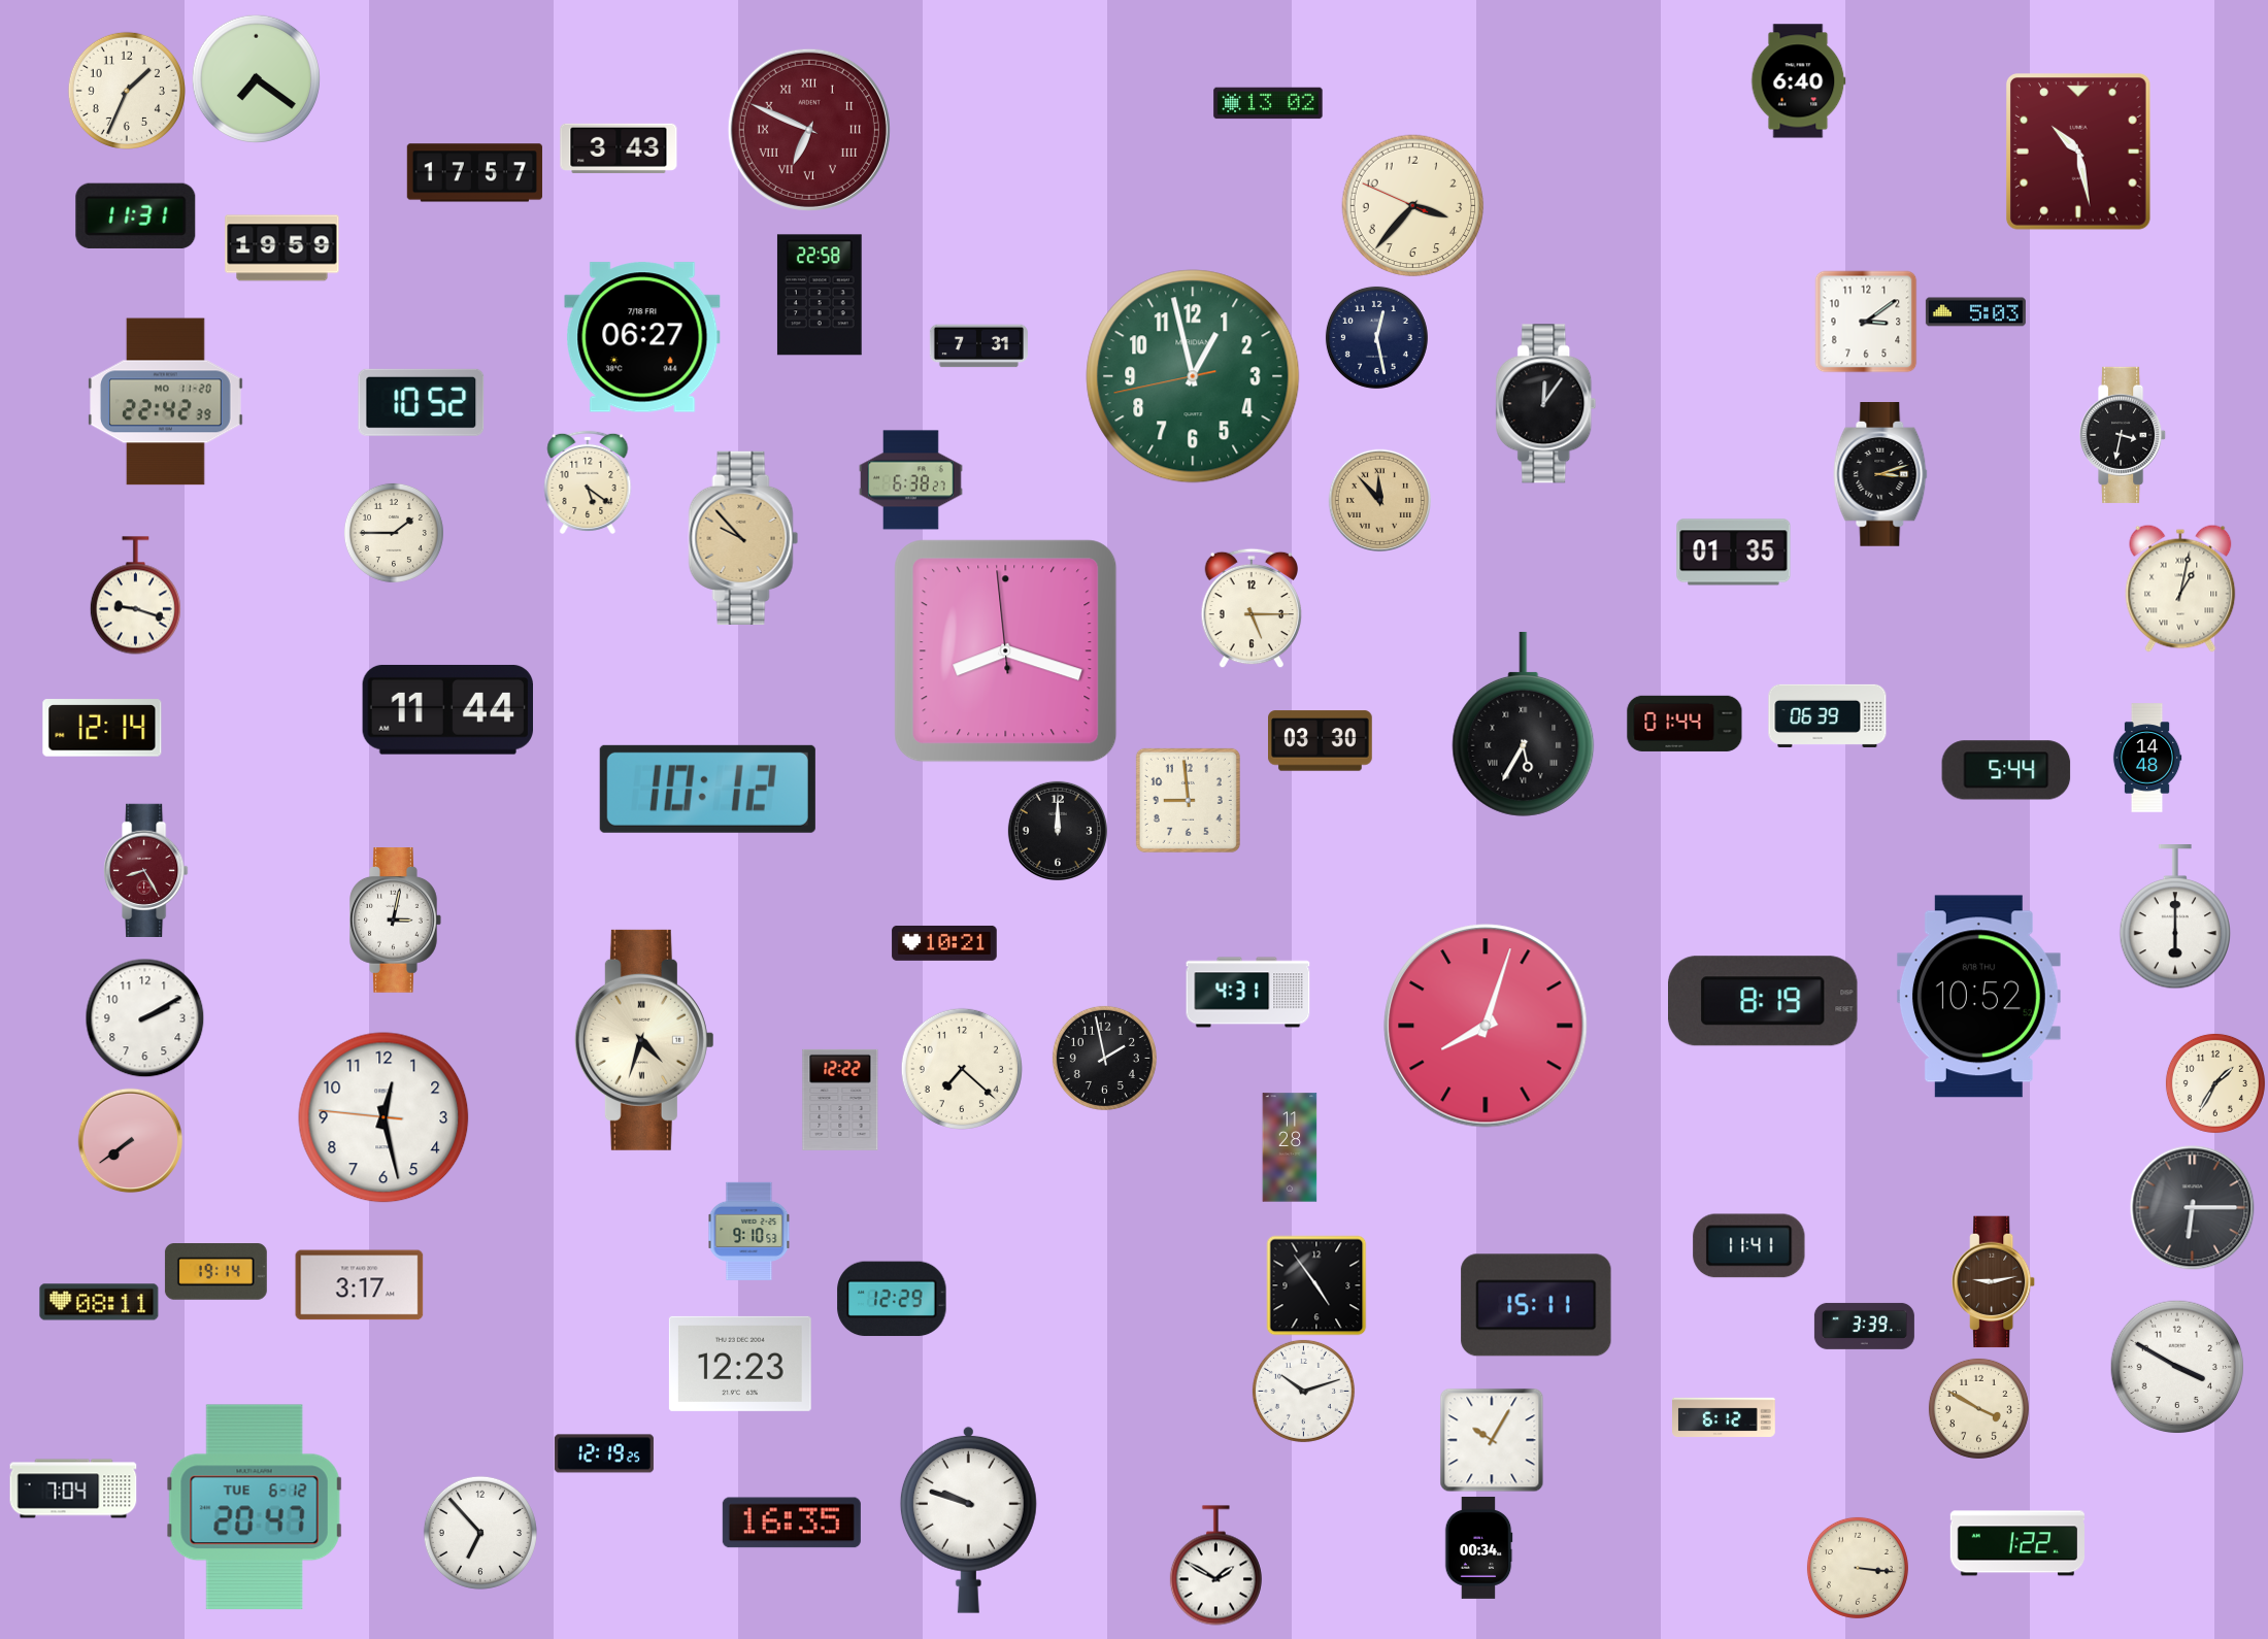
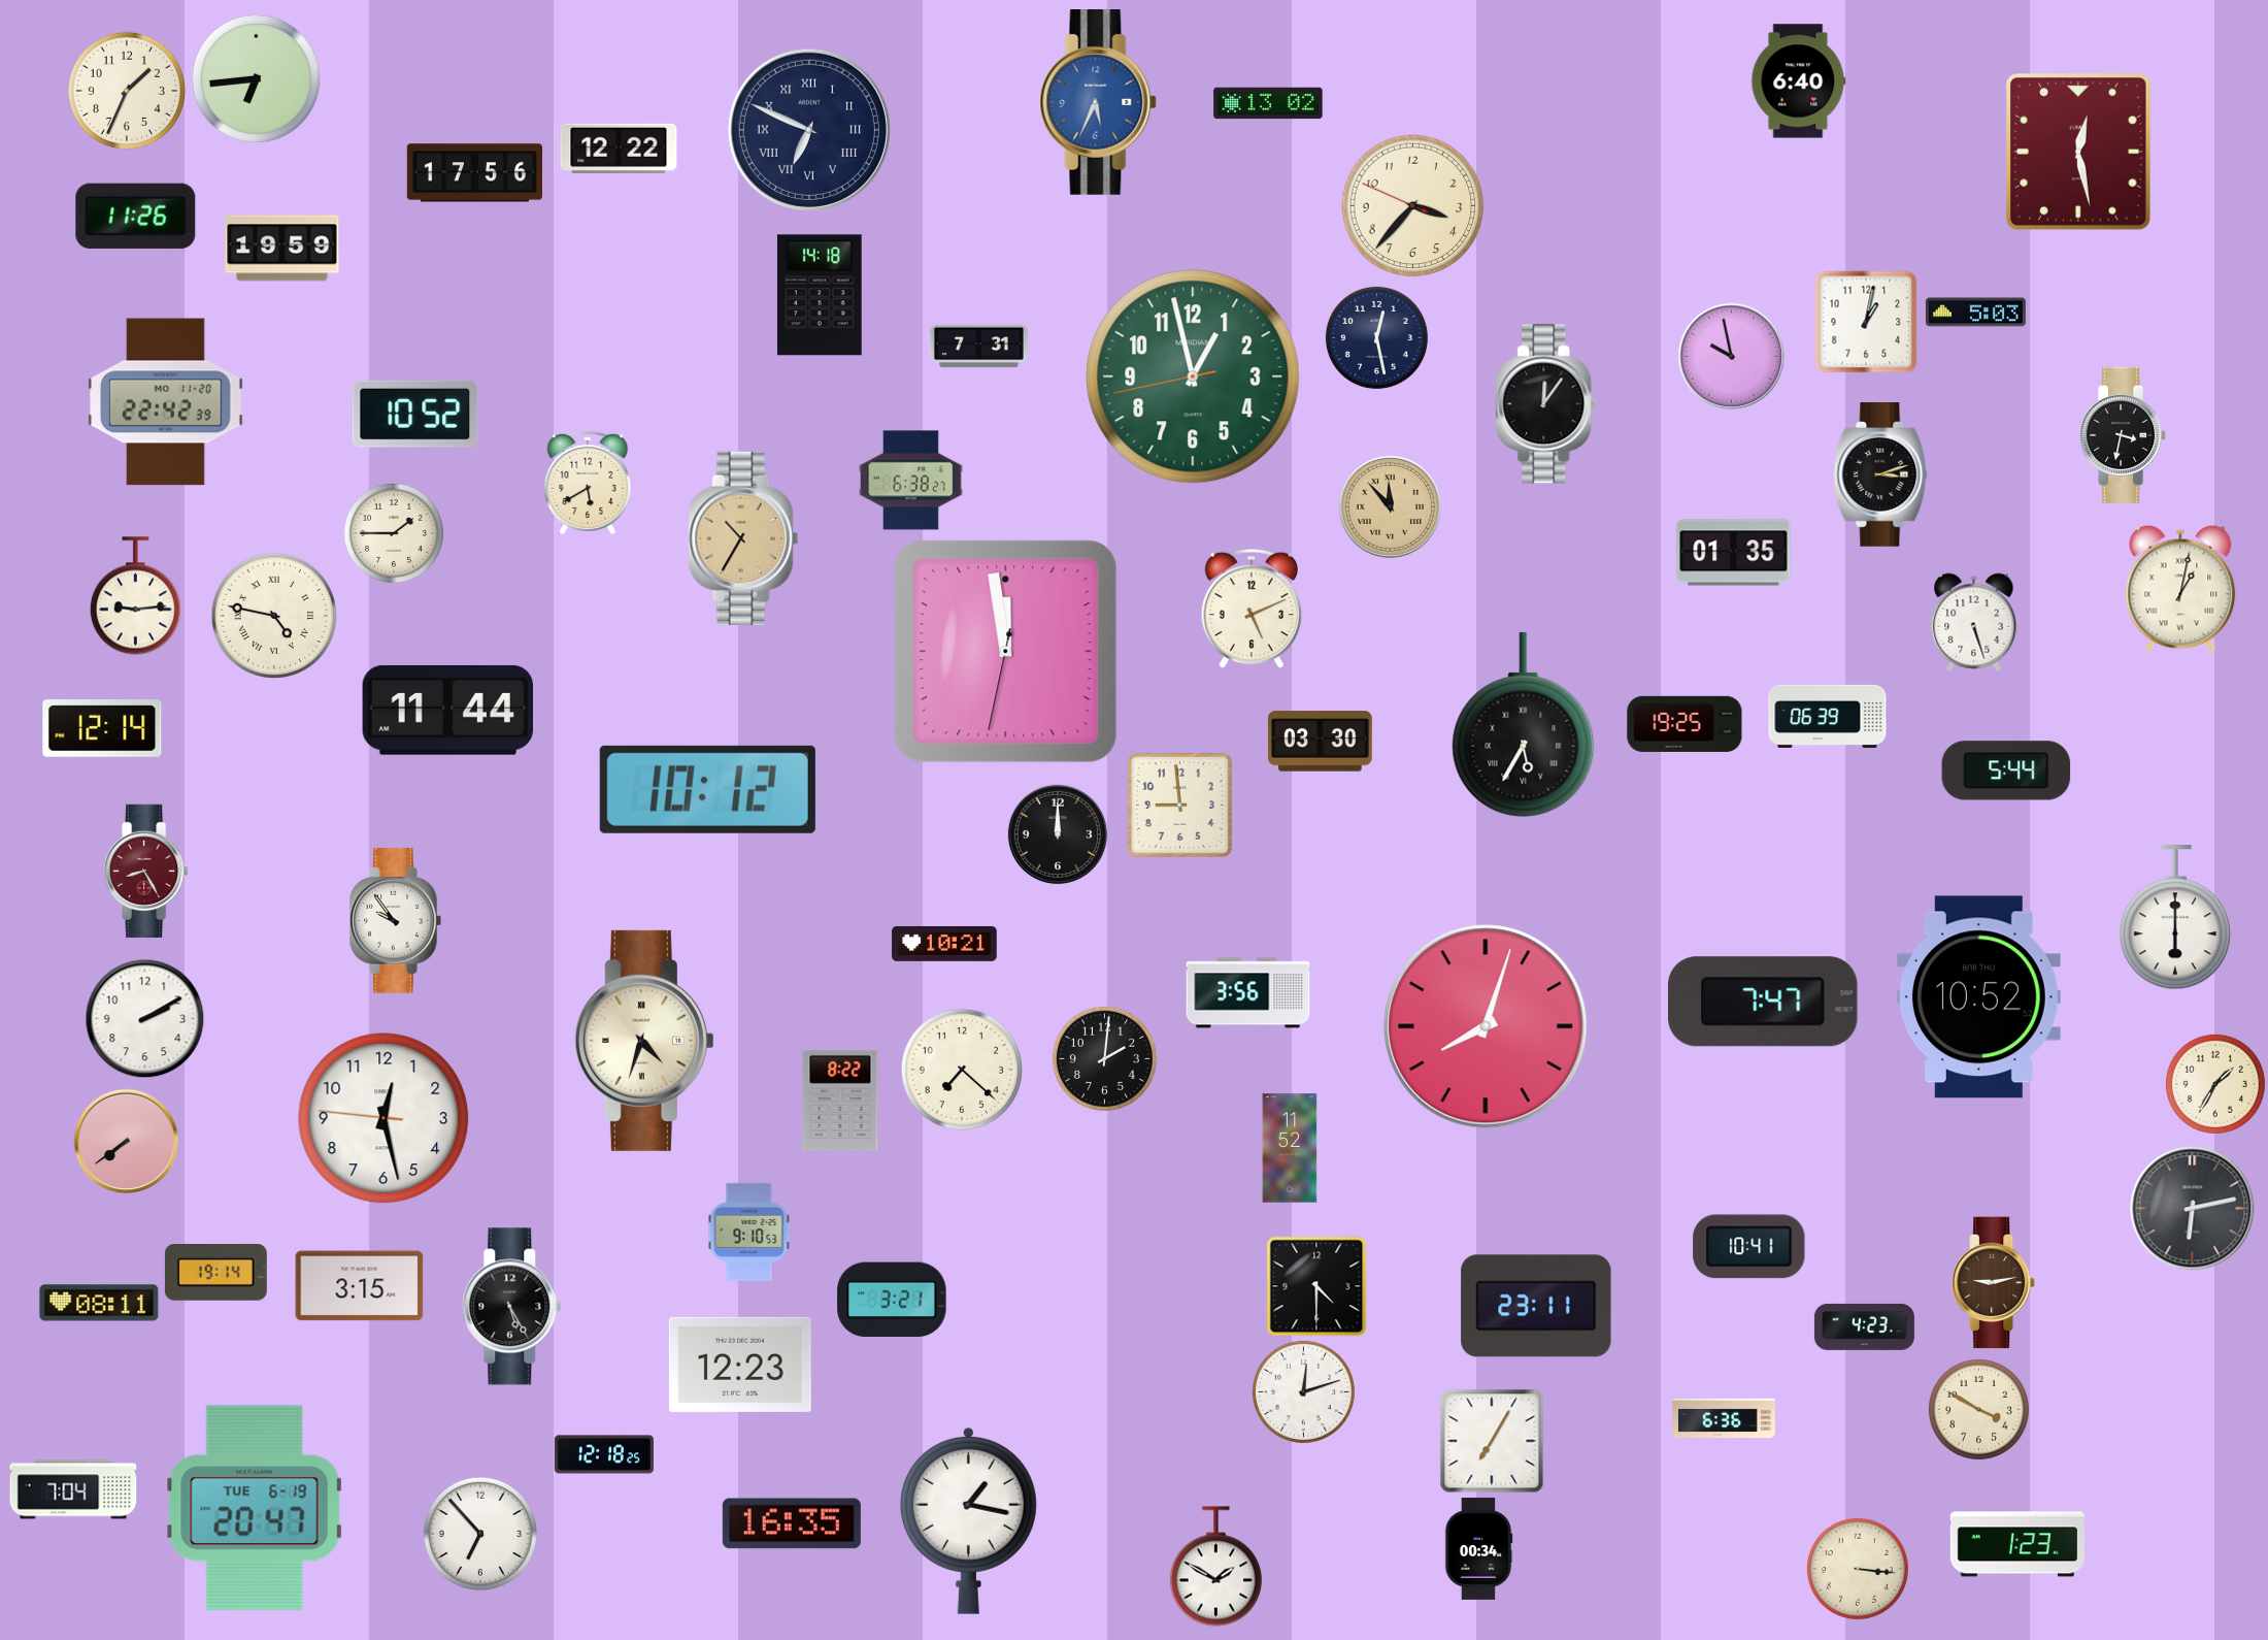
clock at (256, 78): 7:21 -> 6:44
clock at (1098, 103): none -> 5:34
clock at (809, 130) dial: burgundy -> navy
clock at (619, 148): 3:43 -> 12:22
clock at (2078, 153): 10:28 -> 12:28
clock at (474, 173): 17:57 -> 17:56
clock at (136, 215): 11:31 -> 11:26
clock at (820, 295): 22:58 -> 14:18
clock at (1866, 322): 3:09 -> 1:02
clock at (642, 337): 06:27 -> none
clock at (1732, 357): none -> 9:58
clock at (422, 402) position: (422, 402) -> (415, 414)
clock at (588, 482): 5:21 -> 5:40
clock at (1379, 500) position: (1379, 500) -> (1390, 506)
clock at (743, 538): 9:53 -> 10:35
clock at (135, 596): 9:18 -> 9:14
clock at (1252, 608): 5:15 -> 5:11
clock at (273, 615): none -> 4:47
clock at (1974, 623): none -> 5:27
clock at (1006, 651): 8:17 -> 11:58
clock at (1685, 724): 01:44 -> 19:25
clock at (2147, 758): 14:48 -> none
clock at (1188, 800) position: (1188, 800) -> (1179, 805)
clock at (1058, 831) position: (1058, 831) -> (1058, 834)
clock at (396, 921): 3:02 -> 9:54
clock at (1248, 993): 4:31 -> 3:56
clock at (1764, 1001): 8:19 -> 7:47
clock at (1104, 1058): 1:58 -> 2:01
clock at (840, 1100): 12:22 -> 8:22
clock at (131, 1141) position: (131, 1141) -> (127, 1142)
clock at (1290, 1147): 11:28 -> 11:52
clock at (2193, 1208): 6:15 -> 6:13
clock at (1749, 1246): 11:41 -> 10:41
clock at (360, 1285): 3:17 -> 3:15
clock at (1316, 1285): 4:54 -> 4:30
clock at (892, 1299): 12:29 -> 3:21
clock at (1536, 1305): 15:11 -> 23:11
clock at (512, 1307): none -> 5:25
clock at (1864, 1326): 3:39 -> 4:23
clock at (2177, 1367): 3:50 -> none
clock at (1303, 1391): 10:12 -> 12:12
clock at (1725, 1417): 6:12 -> 6:36
clock at (1492, 1440): 10:05 -> 7:05
clock at (604, 1453): 12:19 -> 12:18
clock at (255, 1507) date: TUE 6-12 -> TUE 6-19
clock at (968, 1519): 9:48 -> 1:17
clock at (2016, 1543): 1:22 -> 1:23
